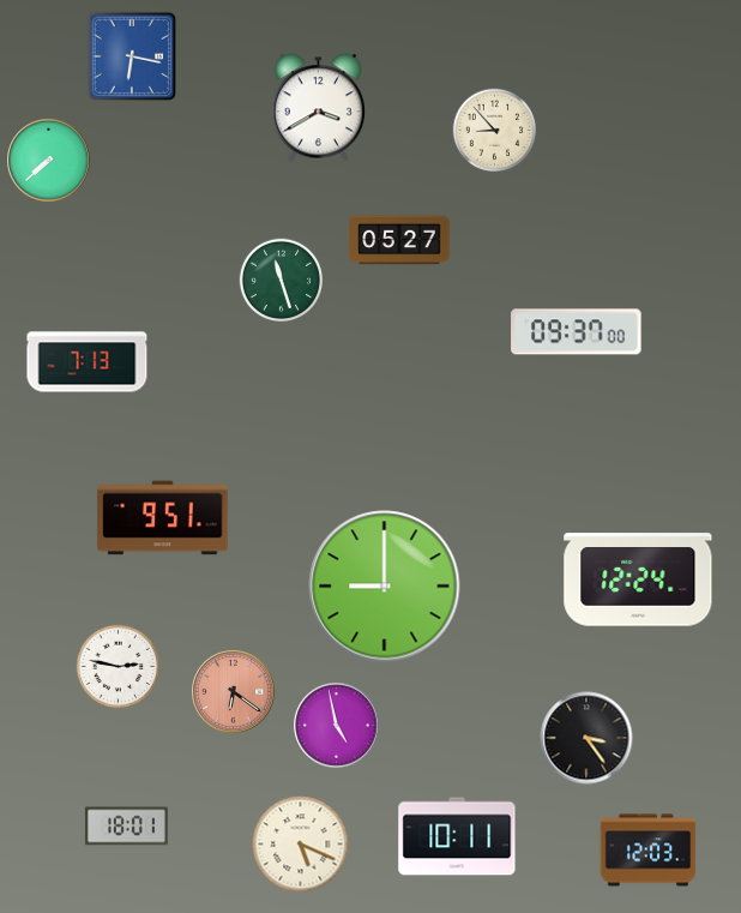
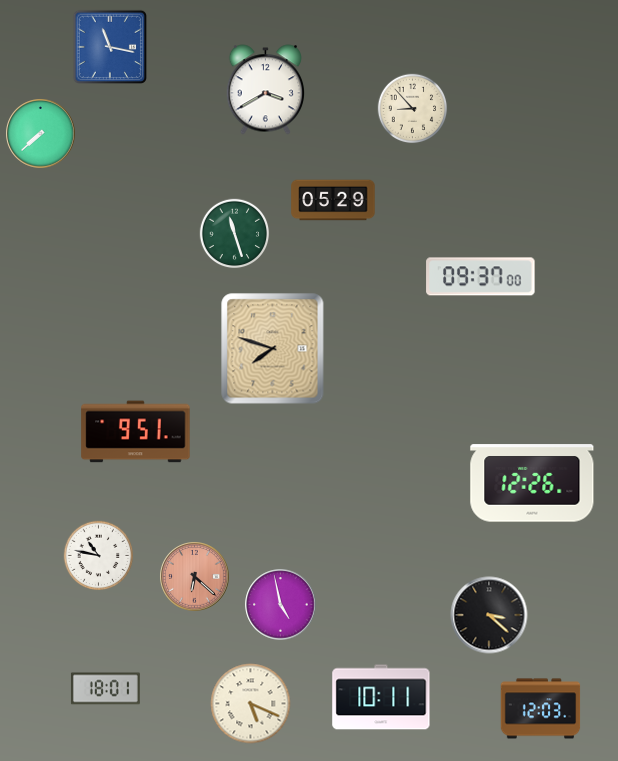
clock at (131, 55): 6:17 -> 11:17
clock at (399, 240): 05:27 -> 05:29
clock at (88, 362): 7:13 -> none
clock at (273, 349): none -> 7:48
clock at (638, 579): 12:24 -> 12:26
clock at (385, 587): 9:00 -> none
clock at (119, 667): 2:47 -> 10:47
clock at (234, 692): 6:21 -> 6:22
clock at (586, 738): 3:24 -> 3:22
